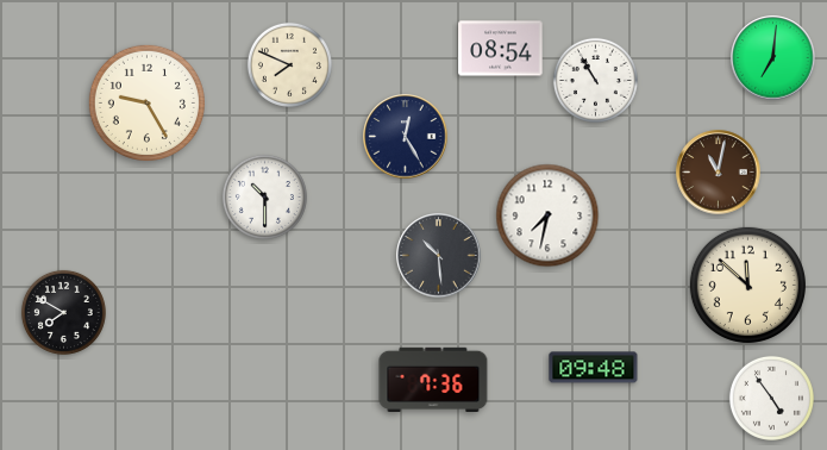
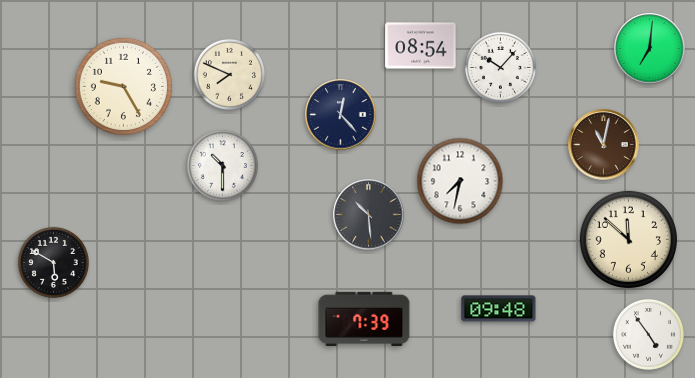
clock at (501, 49) position: (501, 49) -> (421, 46)
clock at (289, 64) position: (289, 64) -> (229, 74)
clock at (595, 80): 10:55 -> 10:07
clock at (406, 137): 12:25 -> 12:23
clock at (63, 312): 7:50 -> 5:50
clock at (433, 379): 7:36 -> 7:39
